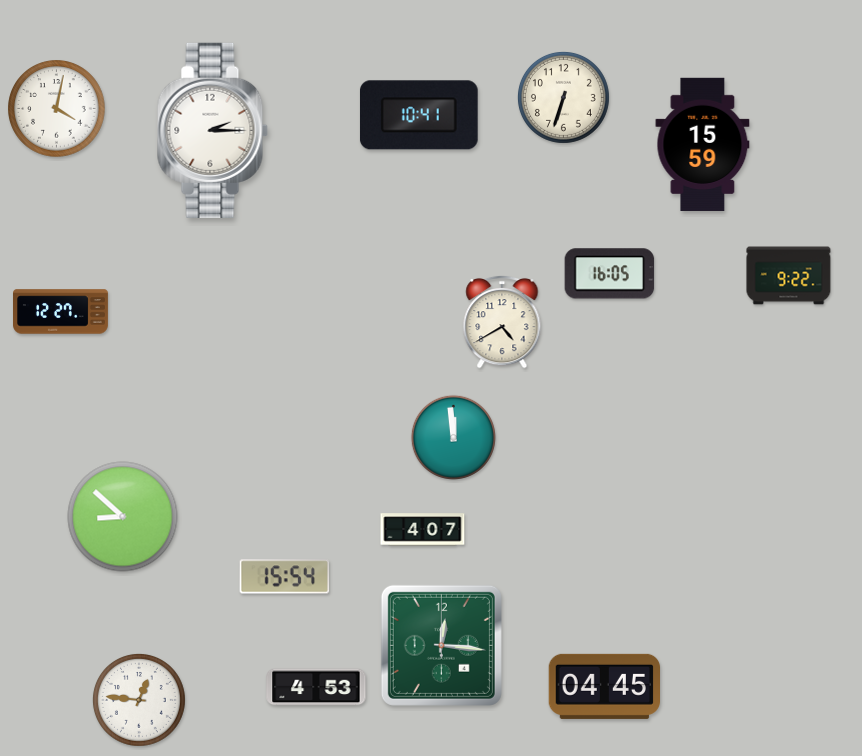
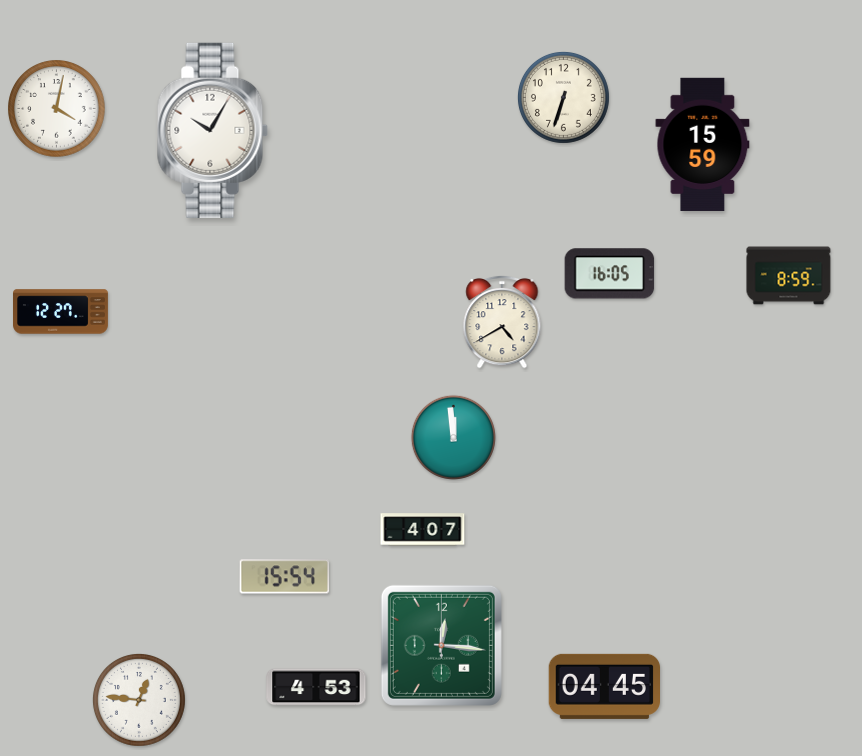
clock at (419, 115): 10:41 -> none
clock at (212, 130): 2:15 -> 10:05
clock at (789, 276): 9:22 -> 8:59
clock at (123, 517): 8:52 -> none
